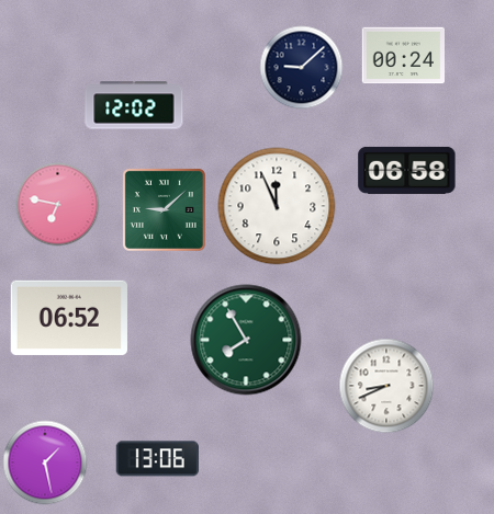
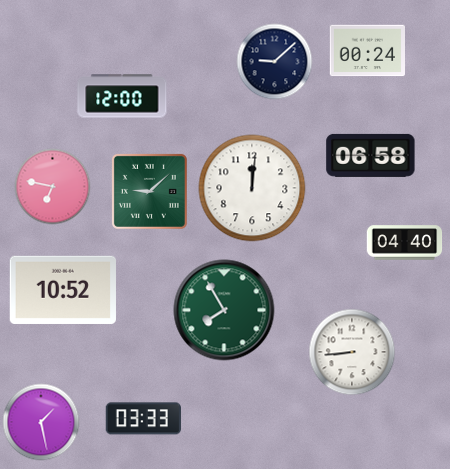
clock at (134, 105): 12:02 -> 12:00
clock at (277, 206): 11:56 -> 12:01
clock at (405, 243): none -> 04:40
clock at (69, 318): 06:52 -> 10:52
clock at (386, 386): 8:41 -> 8:44
clock at (157, 459): 13:06 -> 03:33
